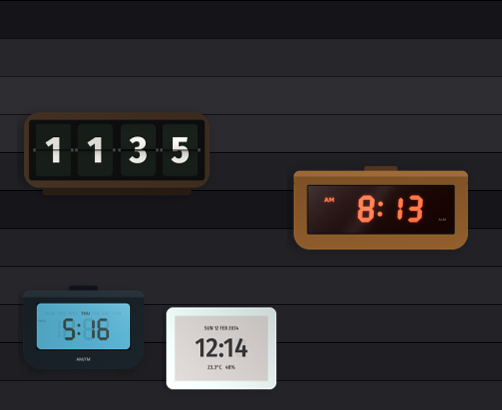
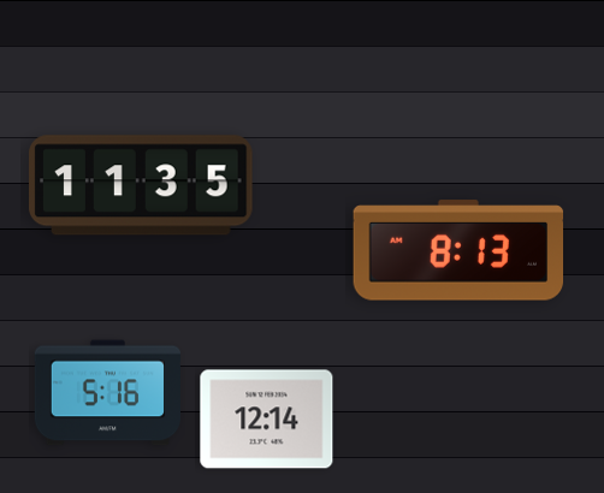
clock at (83, 330) position: (83, 330) -> (107, 393)
